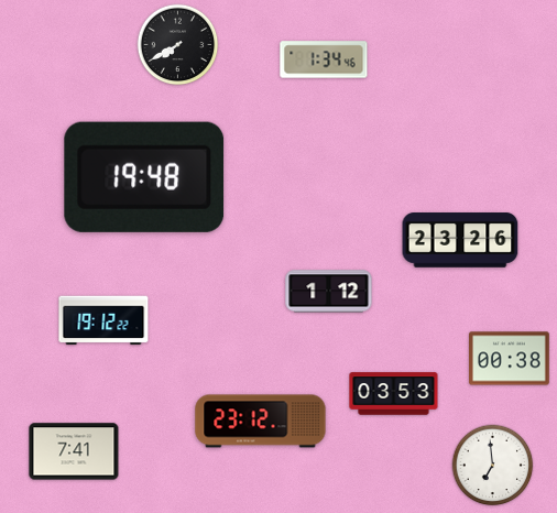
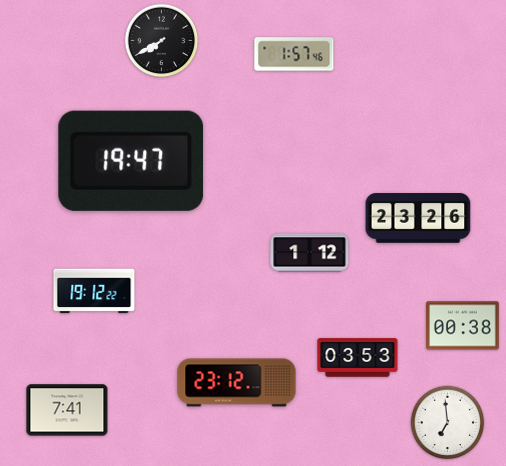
clock at (324, 59): 1:34 -> 1:57
clock at (144, 177): 19:48 -> 19:47
clock at (329, 292) position: (329, 292) -> (310, 253)
